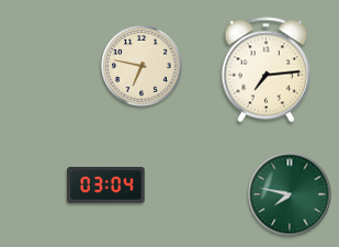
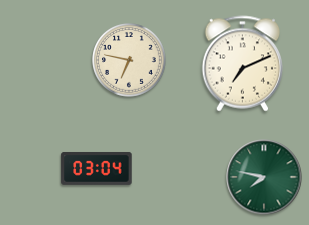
clock at (267, 70): 7:14 -> 7:11
